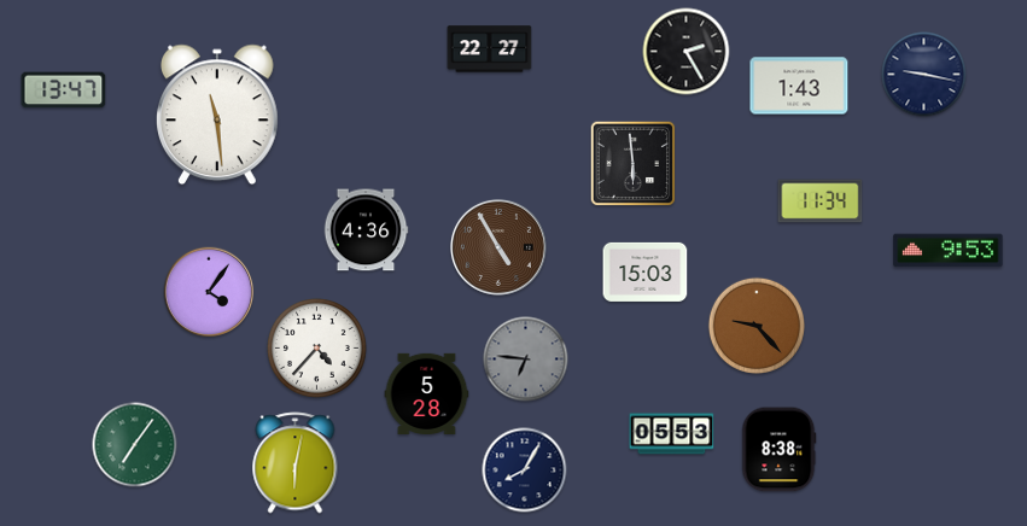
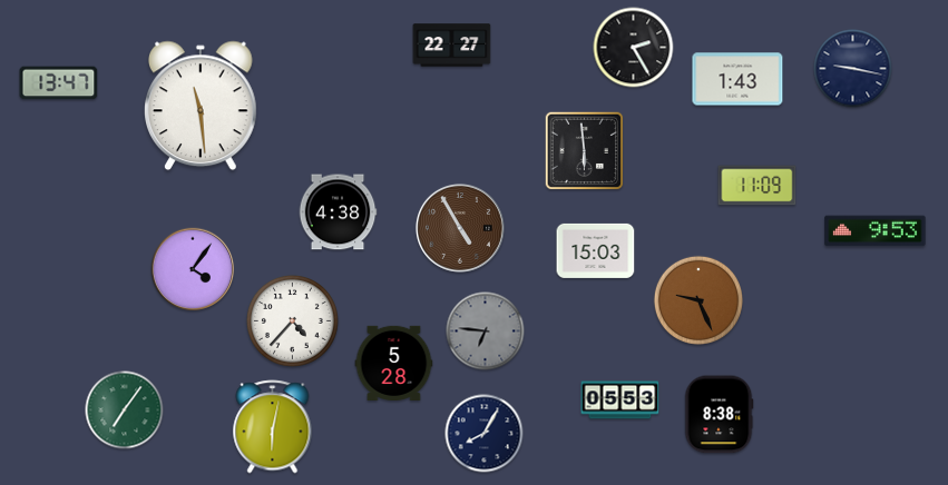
clock at (821, 201): 11:34 -> 11:09
clock at (366, 230): 4:36 -> 4:38
clock at (757, 326): 9:23 -> 9:26
